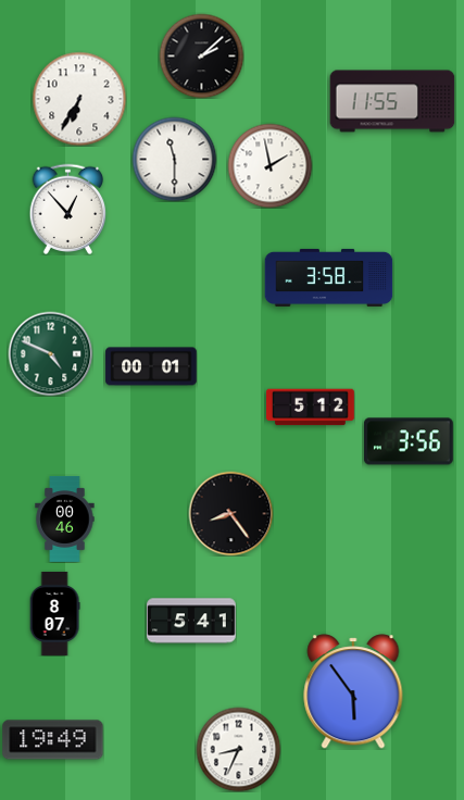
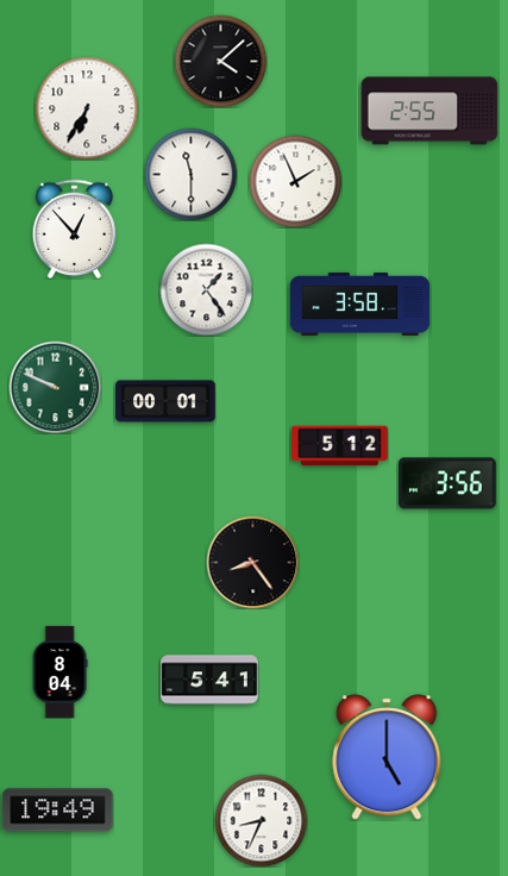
clock at (201, 55): 2:08 -> 4:08
clock at (392, 101): 11:55 -> 2:55
clock at (269, 165): 1:58 -> 1:56
clock at (206, 289): none -> 1:24
clock at (50, 353): 4:49 -> 9:49
clock at (65, 518): 00:46 -> none
clock at (54, 613): 8:07 -> 8:04
clock at (353, 691): 5:54 -> 5:00
